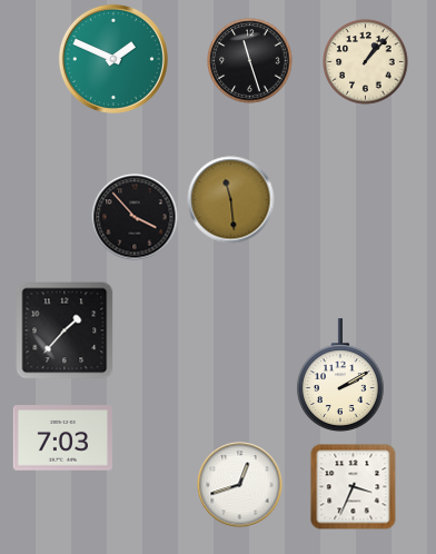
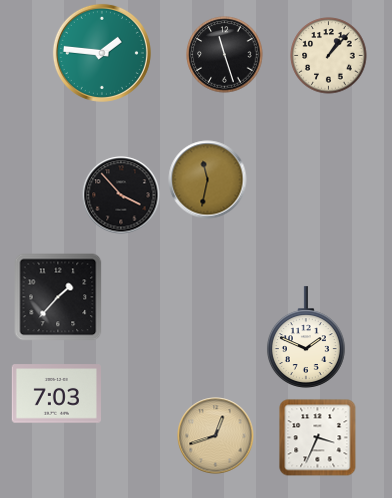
clock at (113, 59): 1:49 -> 1:46
clock at (231, 200): 11:29 -> 11:32
clock at (340, 375): 2:10 -> 1:49
clock at (240, 485) dial: white -> champagne
